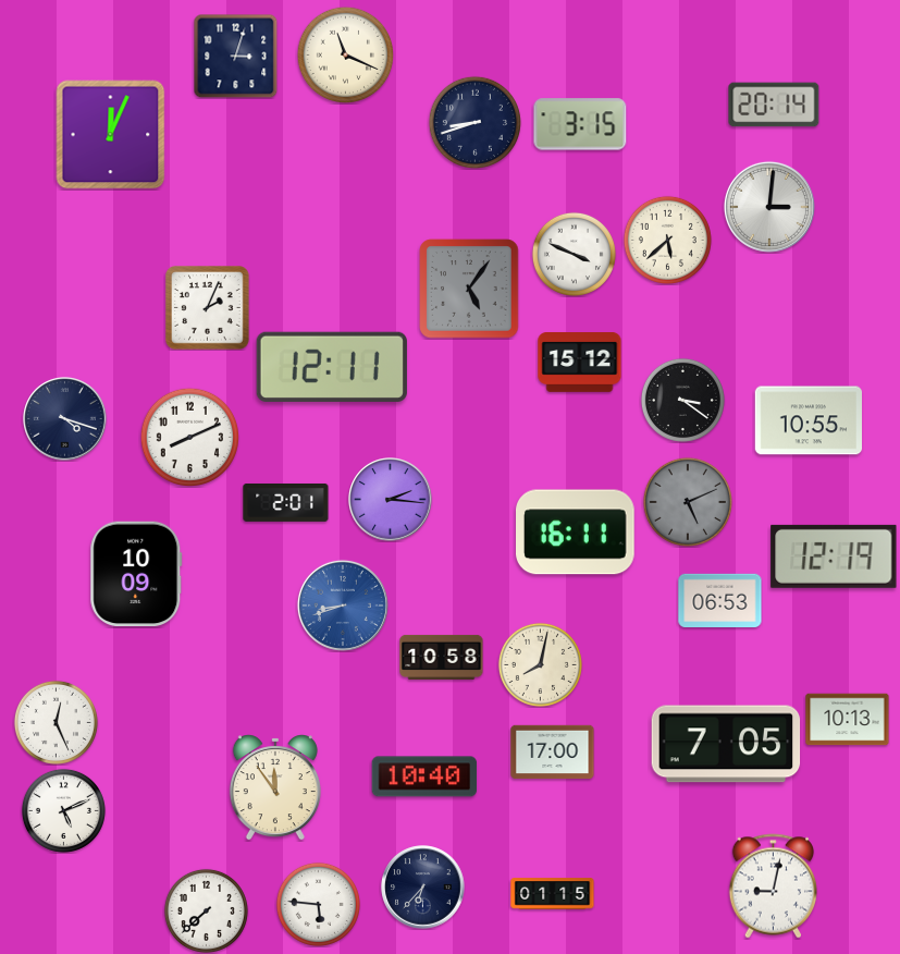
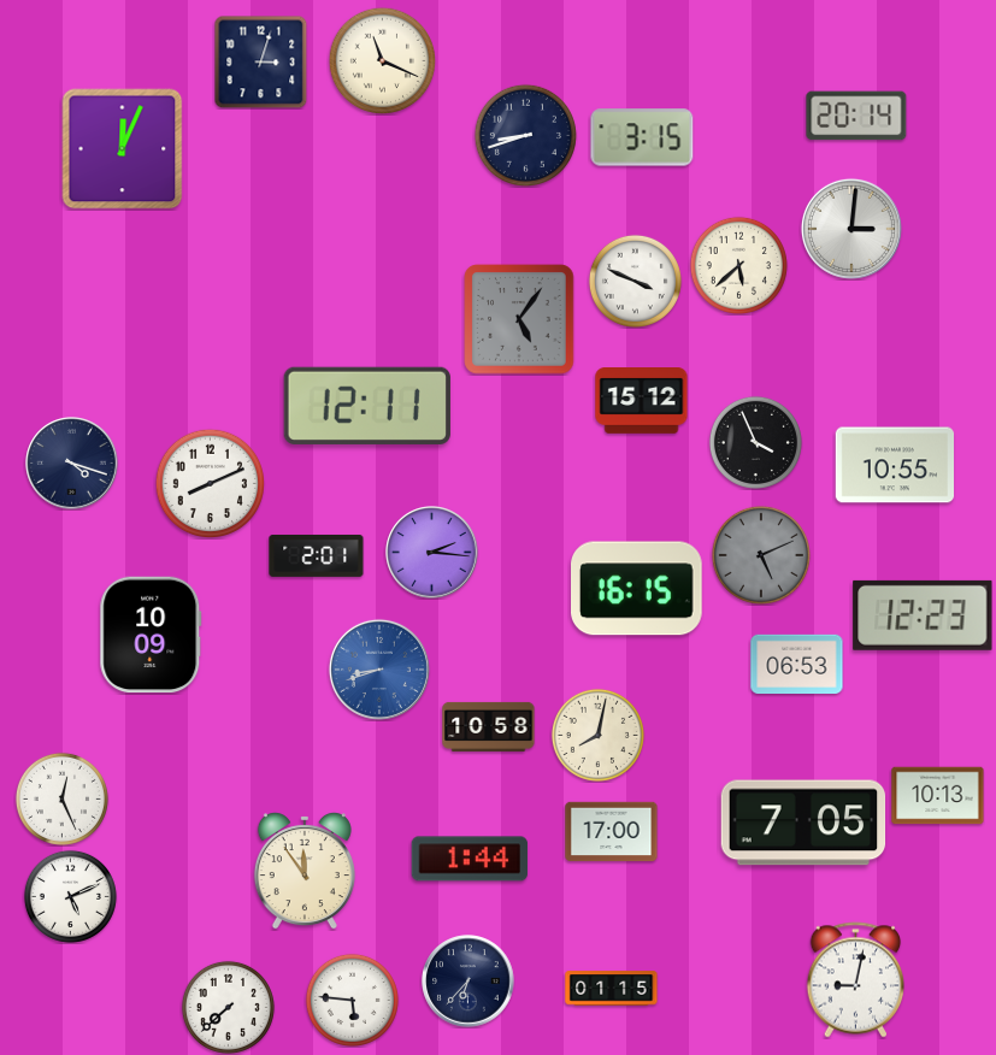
clock at (208, 308): 2:04 -> none
clock at (682, 400): 3:21 -> 3:56
clock at (576, 533): 16:11 -> 16:15
clock at (834, 556): 12:19 -> 12:23
clock at (424, 776): 10:40 -> 1:44
